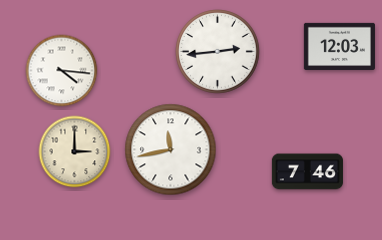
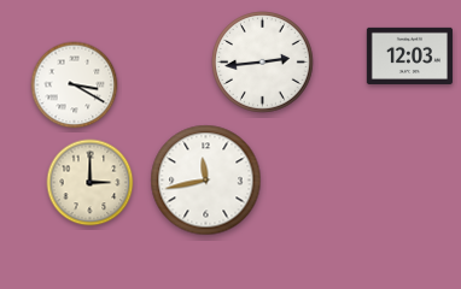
clock at (62, 71): 4:16 -> 3:20
clock at (307, 172): 7:46 -> none
